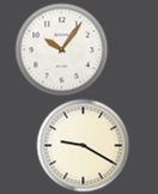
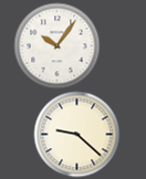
clock at (83, 145): 9:20 -> 9:22
